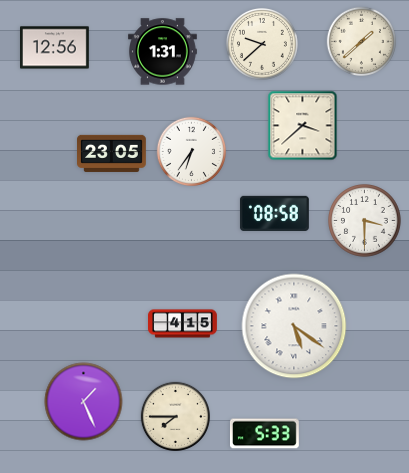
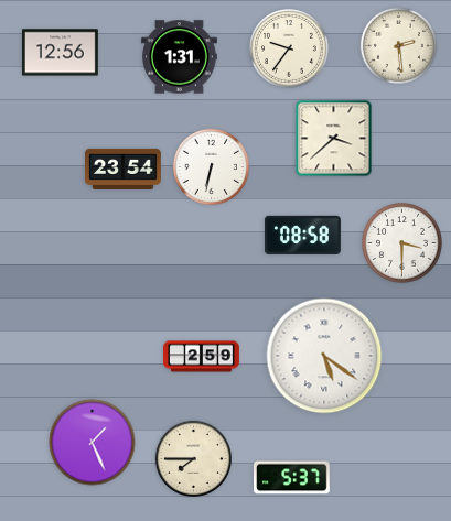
clock at (361, 41): 1:38 -> 2:29
clock at (262, 44): 9:38 -> 9:36
clock at (191, 151): 6:36 -> 6:32
clock at (112, 153): 23:05 -> 23:54
clock at (183, 324): 4:15 -> 2:59
clock at (294, 326) position: (294, 326) -> (324, 356)
clock at (265, 434): 5:33 -> 5:37
